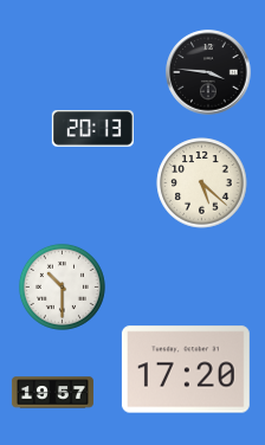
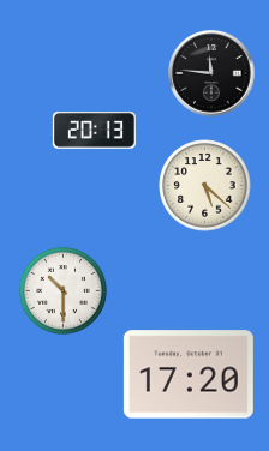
clock at (208, 72): 3:46 -> 11:46
clock at (52, 393): 19:57 -> none
